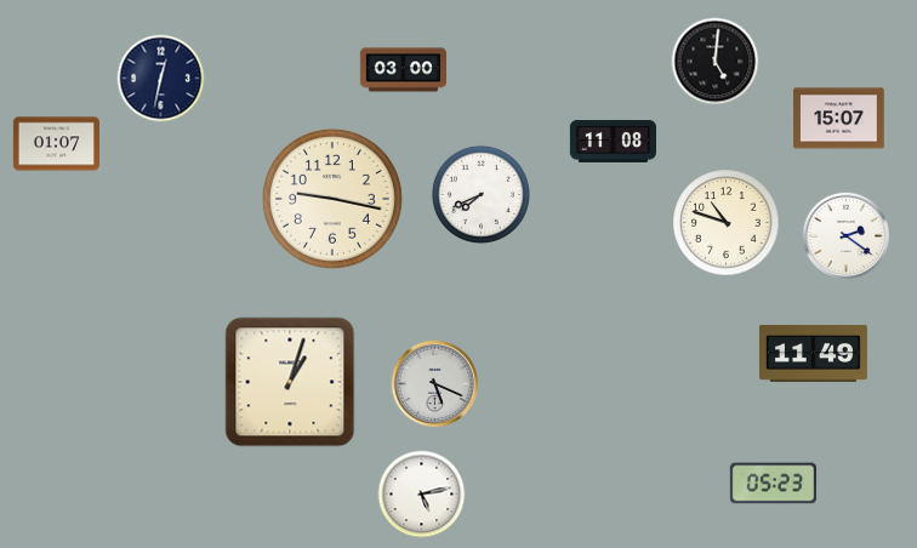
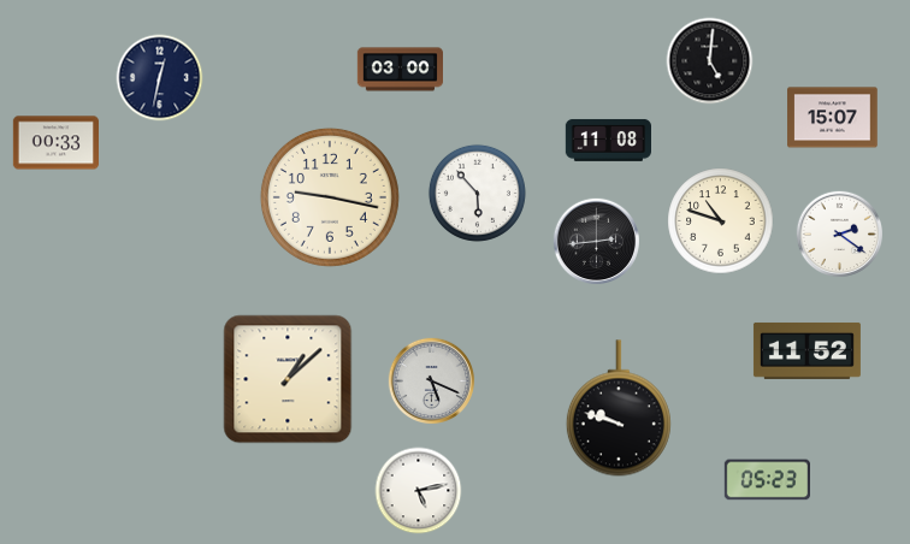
clock at (56, 144): 01:07 -> 00:33
clock at (480, 194): 7:41 -> 5:53
clock at (597, 242): none -> 2:44
clock at (813, 353): 11:49 -> 11:52
clock at (290, 382): 1:03 -> 1:08
clock at (619, 408): none -> 9:48
